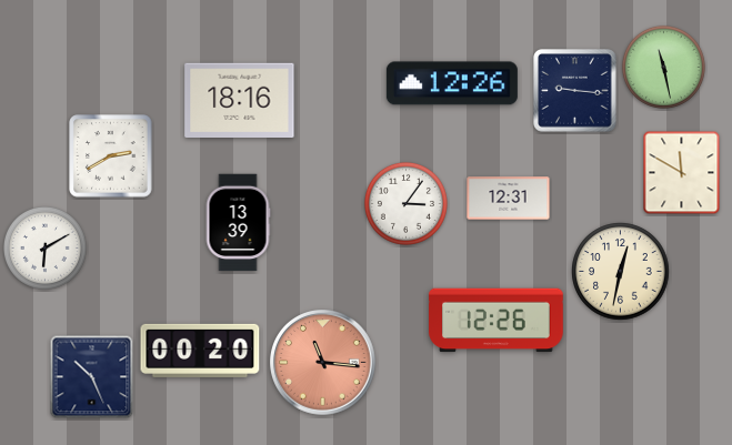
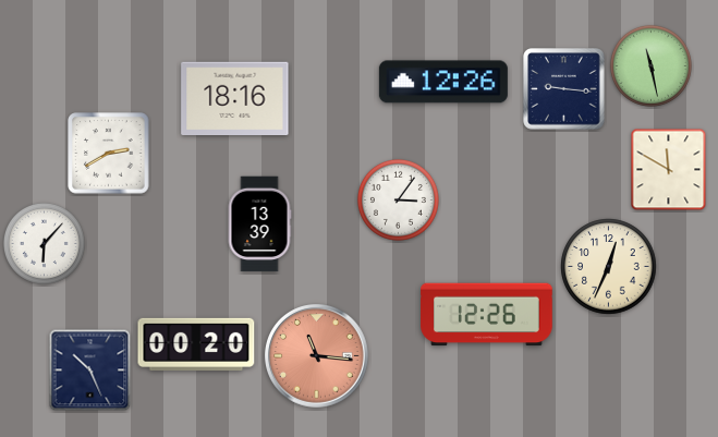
clock at (509, 199): 12:31 -> none
clock at (238, 223) position: (238, 223) -> (259, 224)
clock at (44, 247): 6:10 -> 6:07
clock at (621, 272): 12:32 -> 12:34
